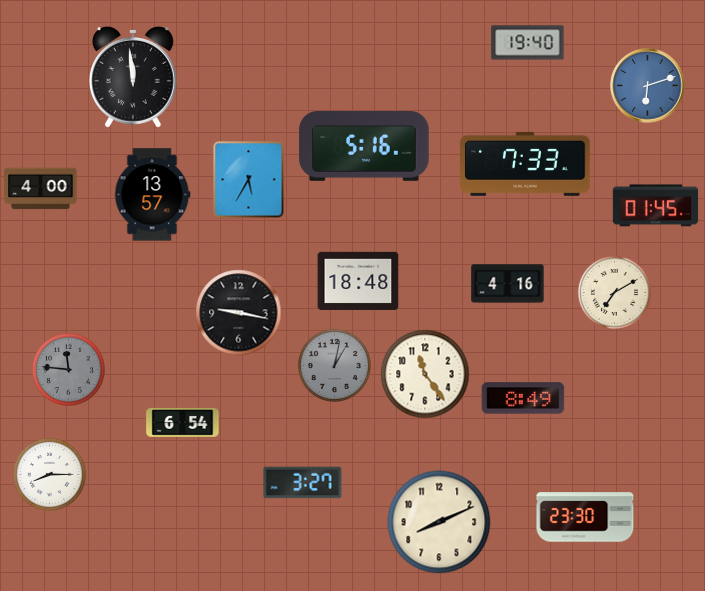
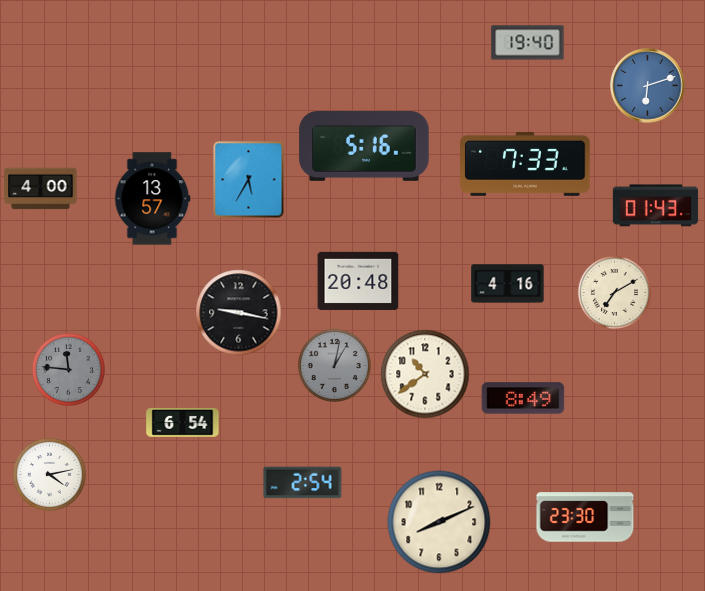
clock at (133, 78): 11:59 -> none
clock at (153, 195) position: (153, 195) -> (153, 199)
clock at (655, 206): 01:45 -> 01:43
clock at (358, 281): 18:48 -> 20:48
clock at (425, 374): 11:24 -> 10:39
clock at (49, 474): 8:15 -> 4:13
clock at (303, 483): 3:27 -> 2:54
